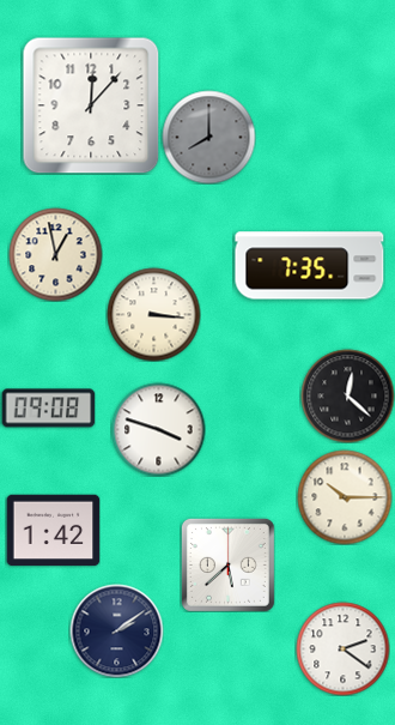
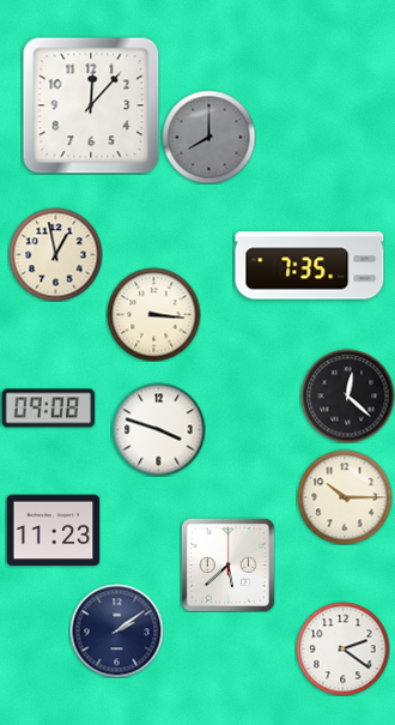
clock at (53, 531): 1:42 -> 11:23
